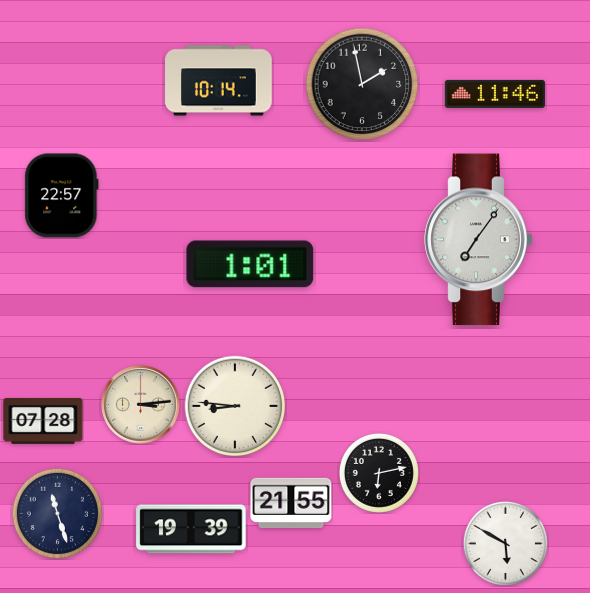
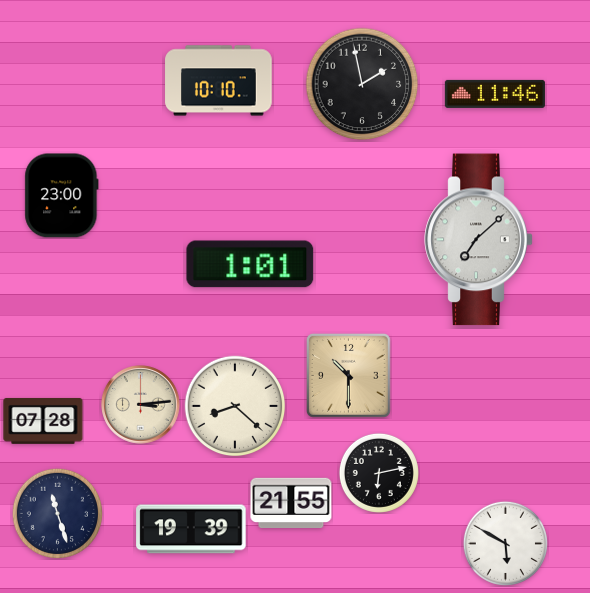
clock at (219, 81): 10:14 -> 10:10
clock at (62, 196): 22:57 -> 23:00
clock at (479, 240): 7:06 -> 7:08
clock at (348, 375): none -> 10:30
clock at (235, 406): 8:46 -> 8:22
